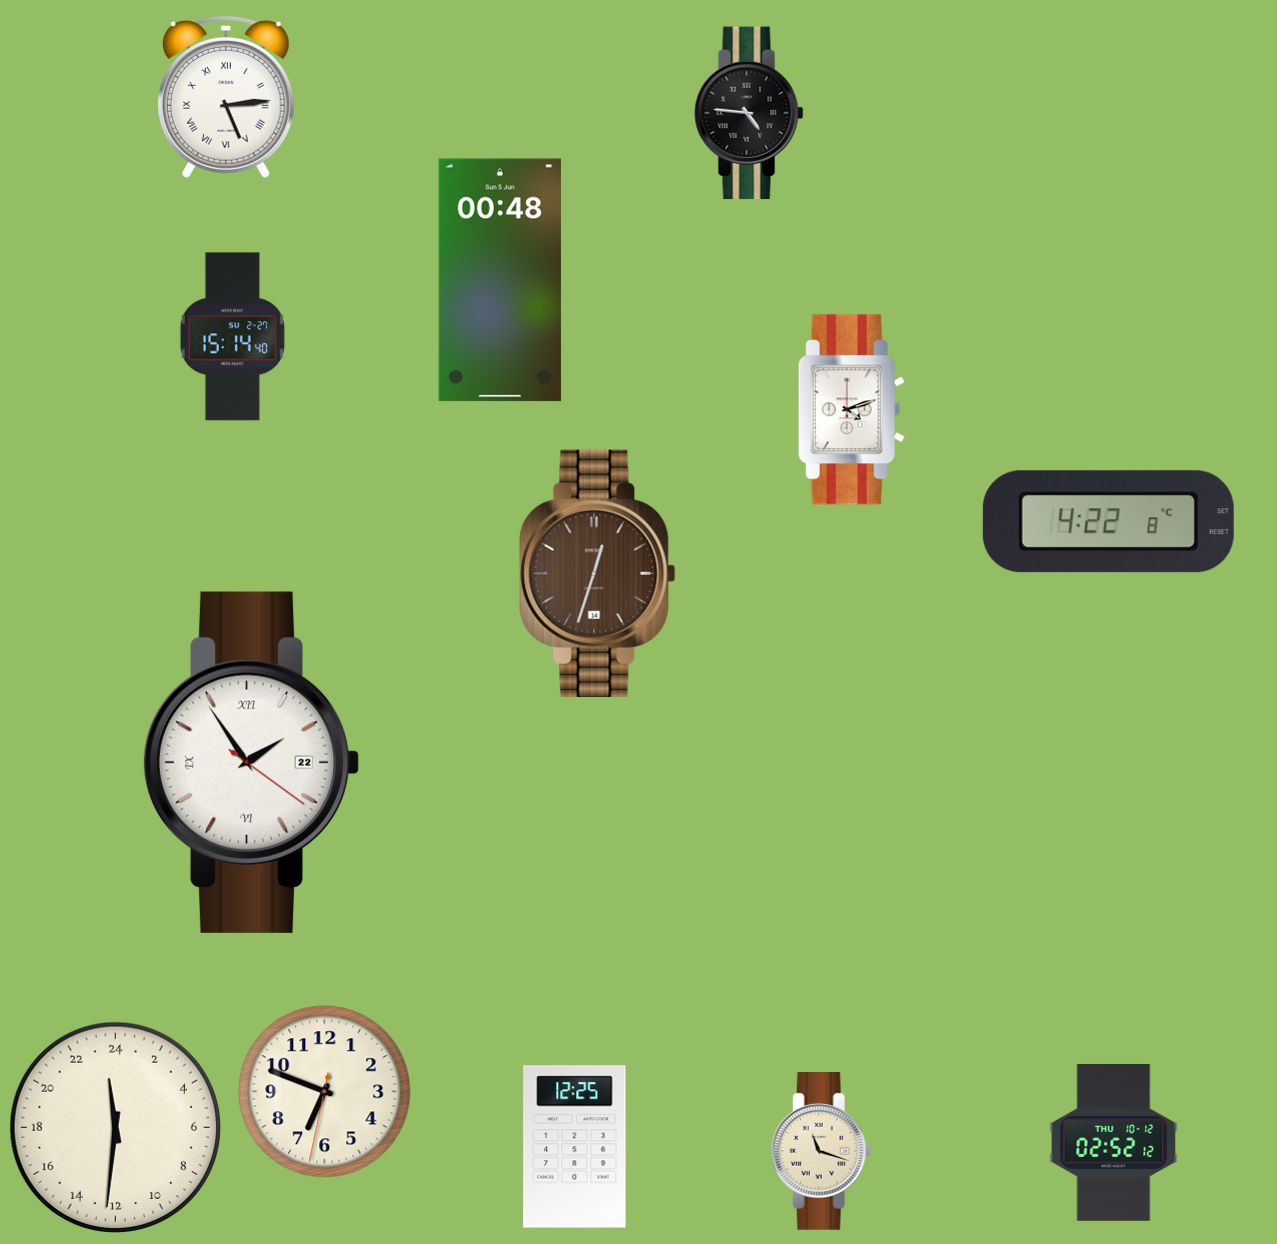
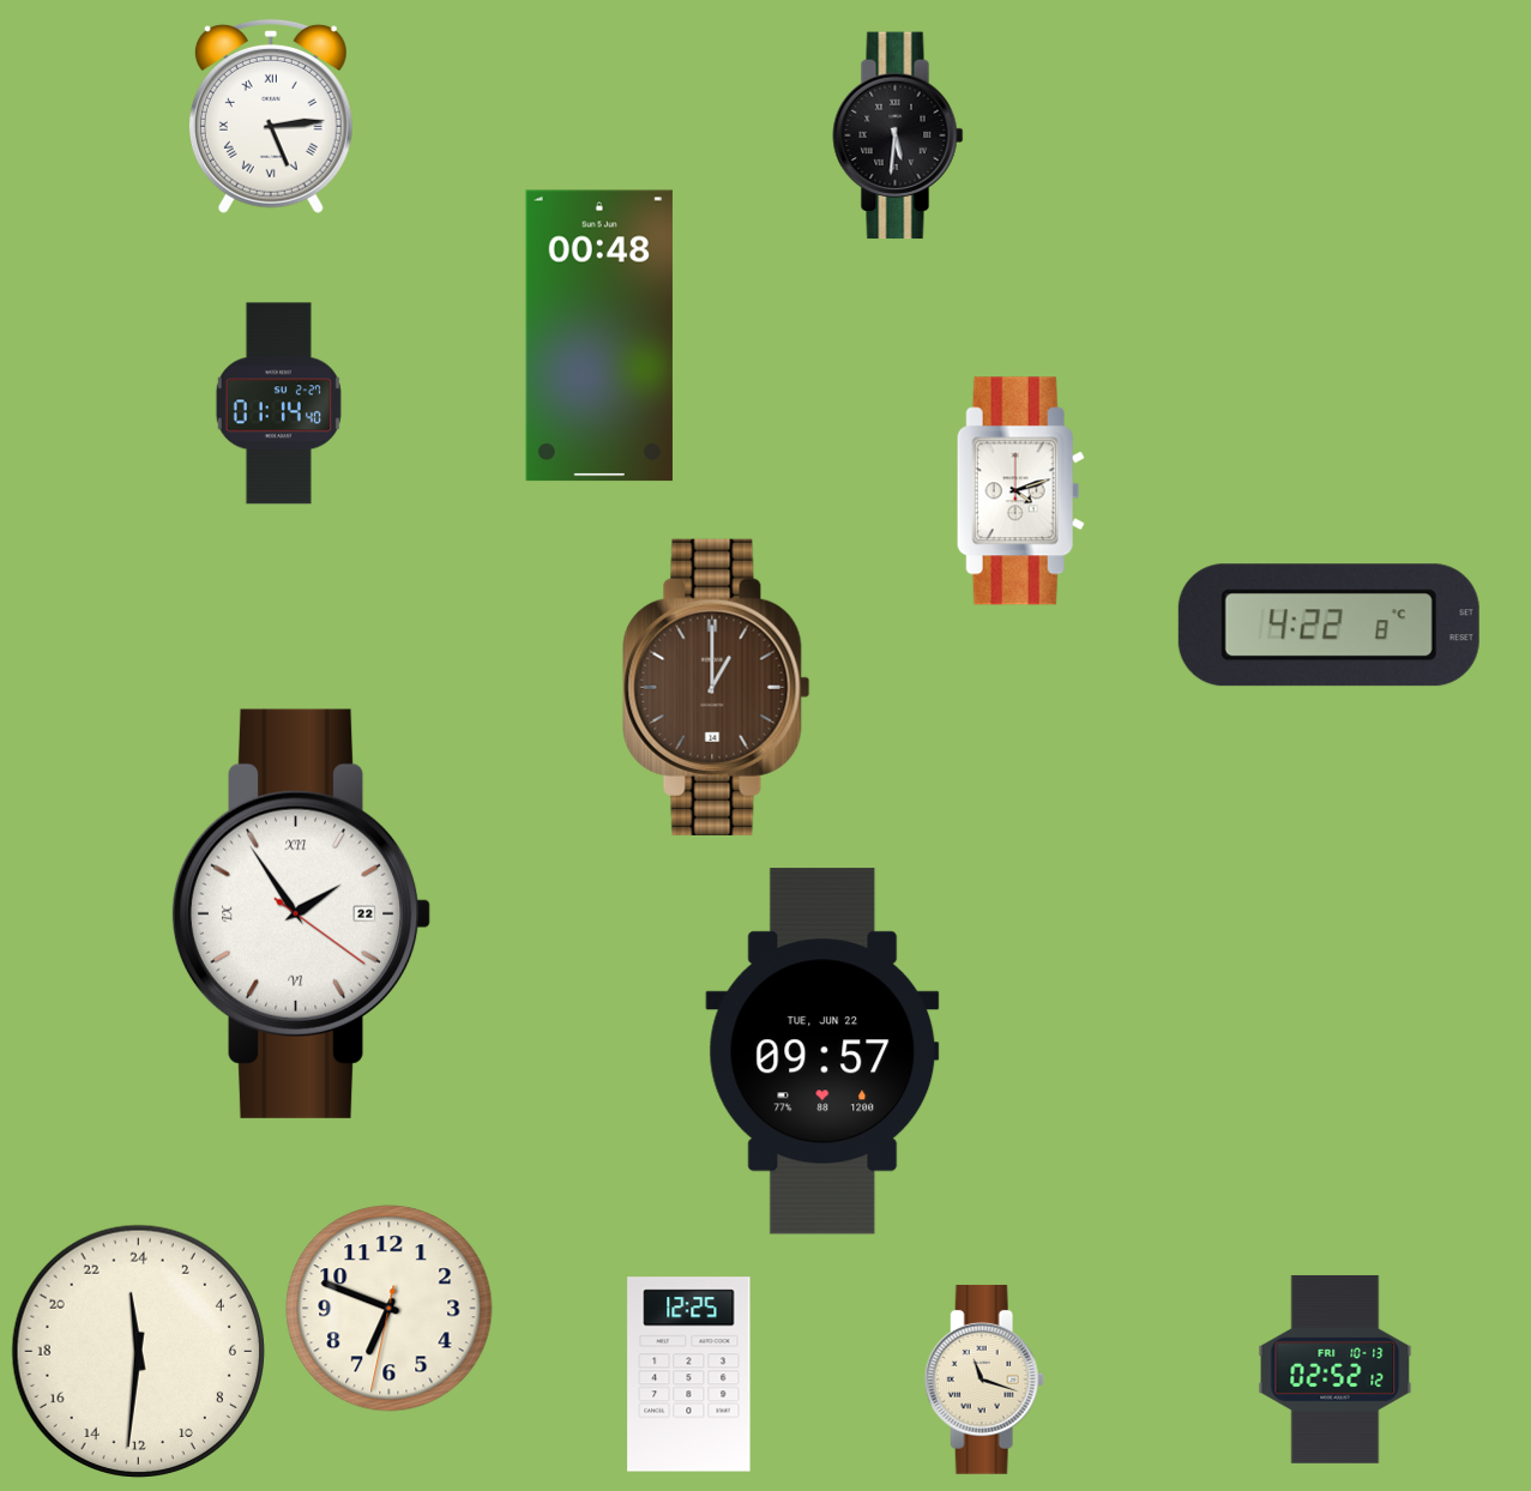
clock at (749, 113): 4:46 -> 5:31
clock at (232, 337): 15:14 -> 01:14
clock at (598, 573): 12:33 -> 1:00
clock at (822, 1051): none -> 09:57
clock at (1114, 1142) date: THU 10-12 -> FRI 10-13
